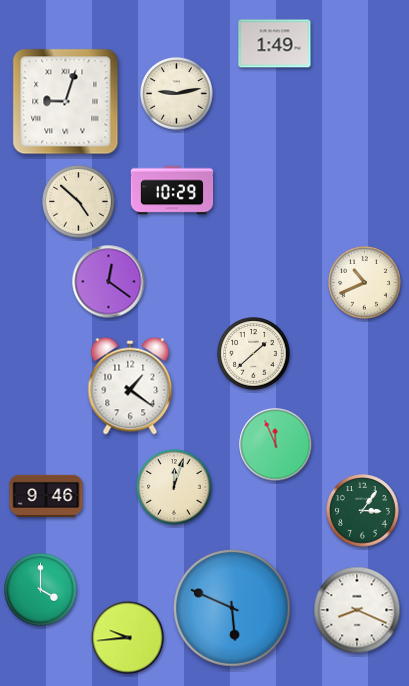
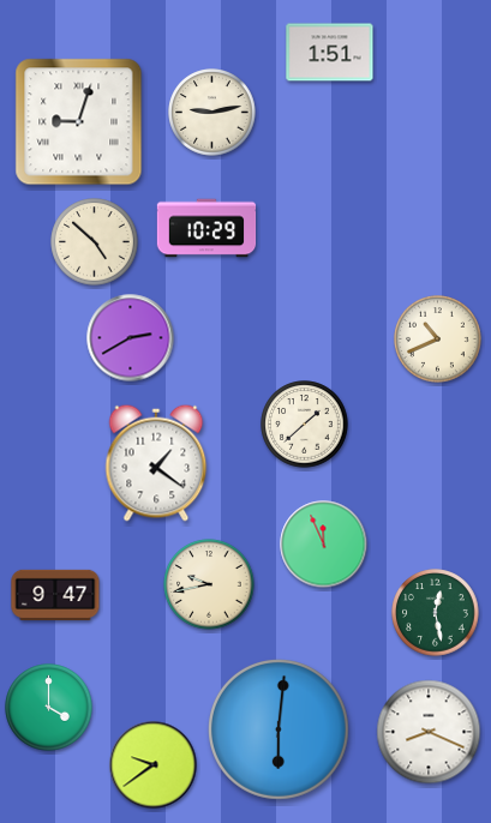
clock at (275, 44): 1:49 -> 1:51
clock at (109, 282): 12:21 -> 2:40
clock at (276, 445) position: (276, 445) -> (324, 545)
clock at (174, 487): 12:03 -> 9:43
clock at (46, 496): 9:46 -> 9:47
clock at (363, 511): 3:06 -> 12:28
clock at (233, 609): 5:49 -> 6:01
clock at (128, 638): 9:44 -> 9:39
